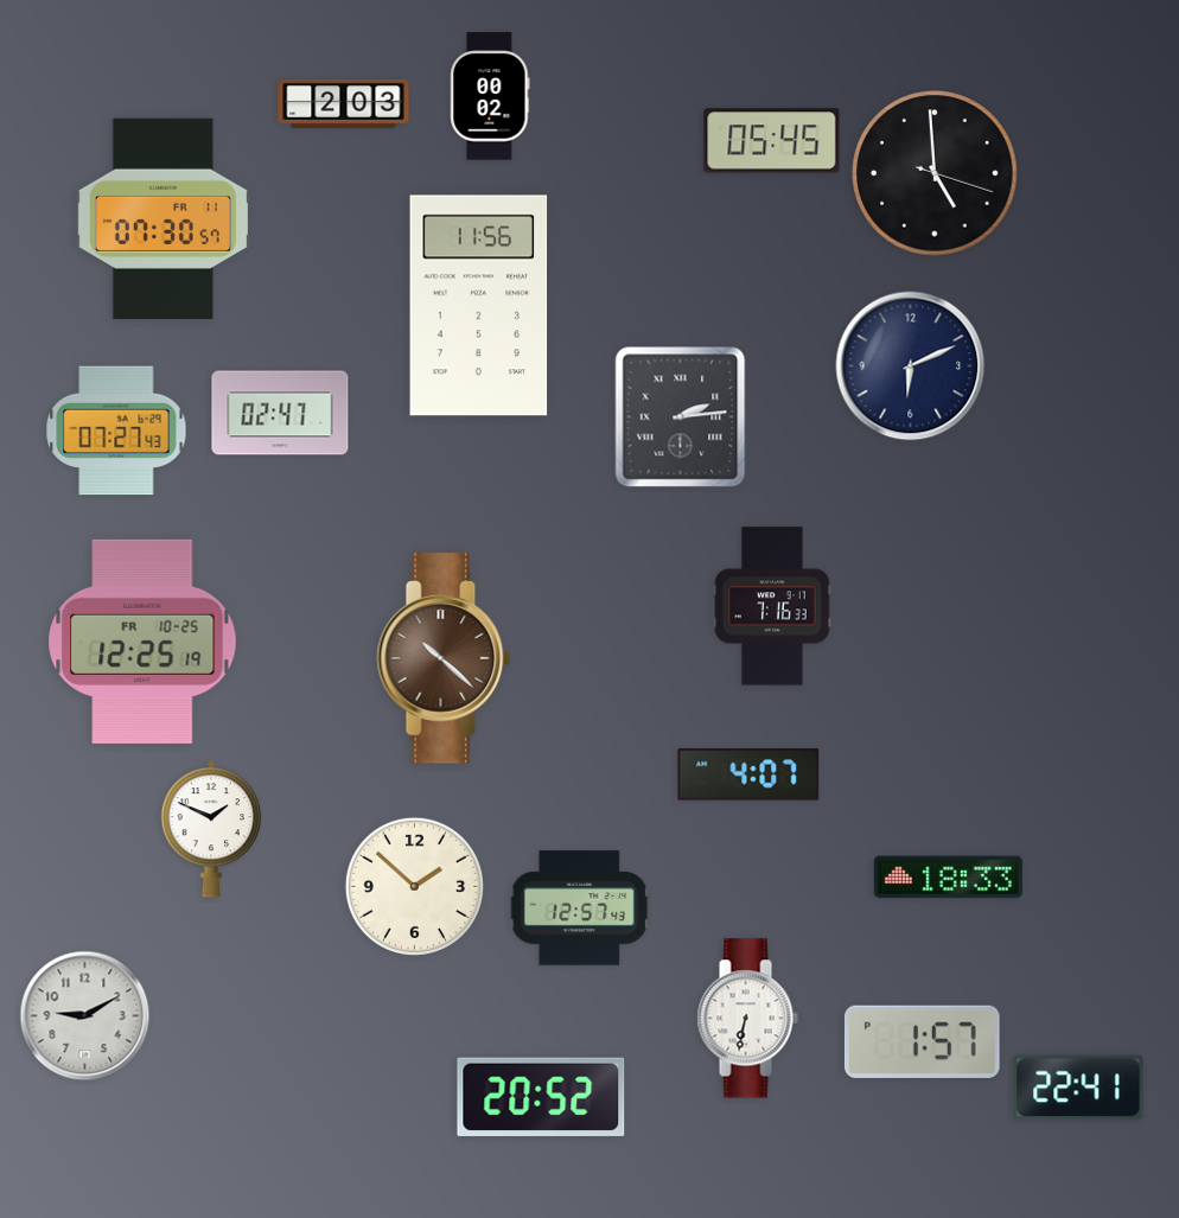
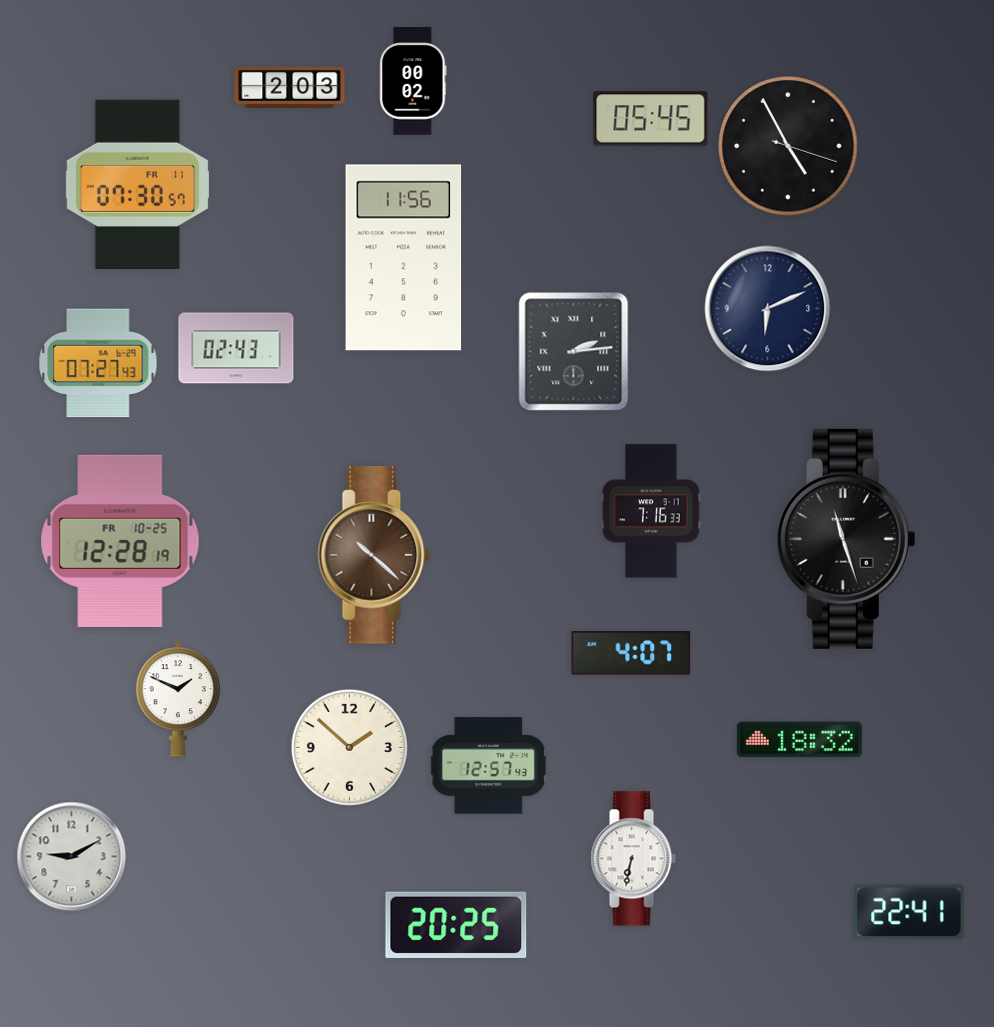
clock at (935, 173): 4:59 -> 4:55
clock at (280, 413): 02:47 -> 02:43
clock at (846, 539): none -> 11:27
clock at (142, 642): 12:25 -> 12:28
clock at (948, 878): 18:33 -> 18:32
clock at (747, 1019) position: (747, 1019) -> (633, 859)
clock at (922, 1041): 1:57 -> none
clock at (1078, 1088) position: (1078, 1088) -> (909, 912)
clock at (541, 1096): 20:52 -> 20:25
